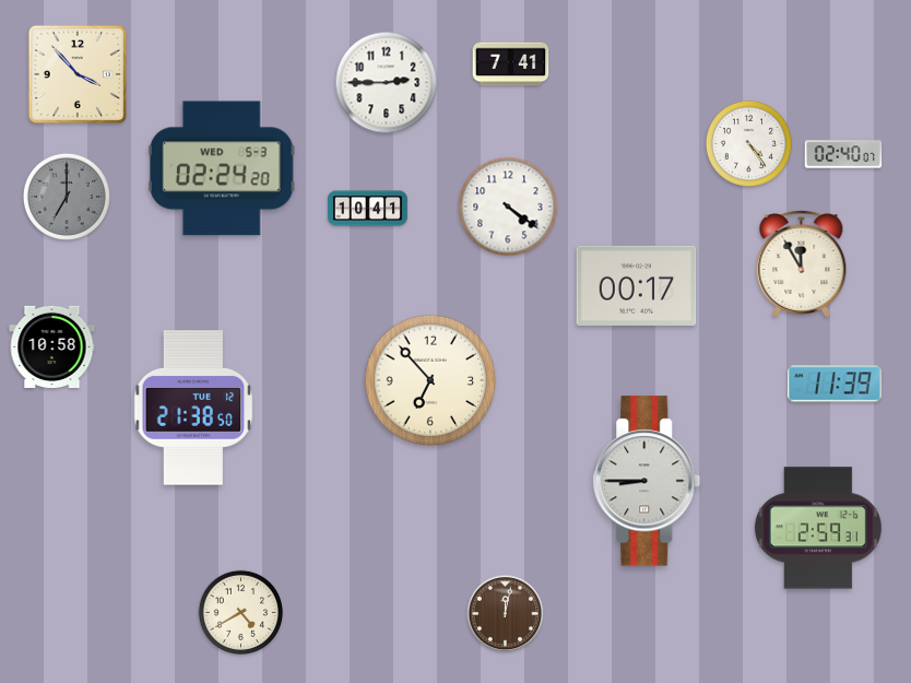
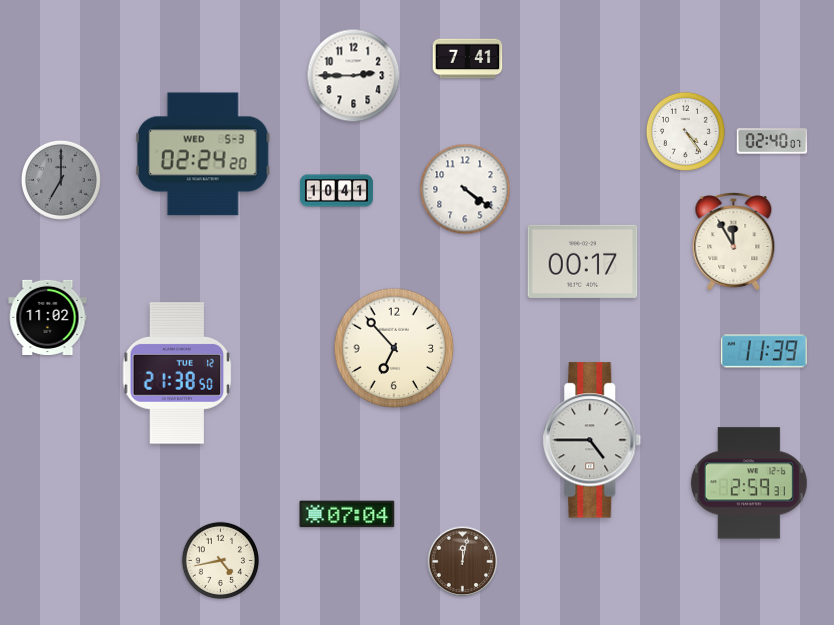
clock at (78, 74): 3:53 -> none
clock at (52, 346): 10:58 -> 11:02
clock at (647, 481): 8:45 -> 4:45
clock at (347, 514): none -> 07:04
clock at (241, 613): 4:40 -> 4:43
